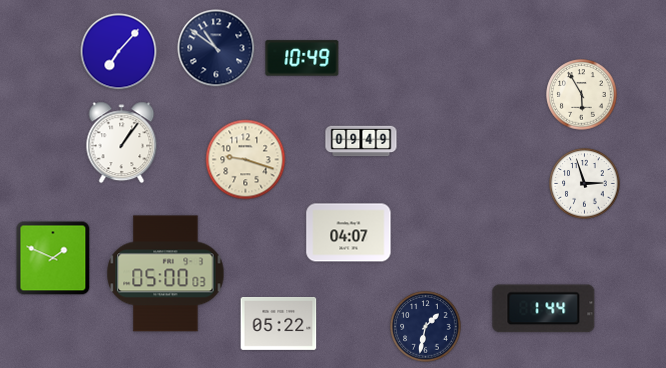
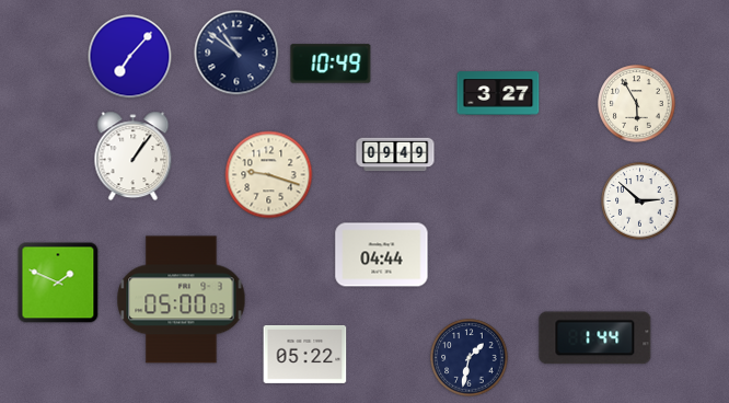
clock at (498, 93): none -> 3:27
clock at (585, 184): 2:57 -> 2:52
clock at (349, 233): 04:07 -> 04:44
clock at (426, 327) position: (426, 327) -> (470, 358)
